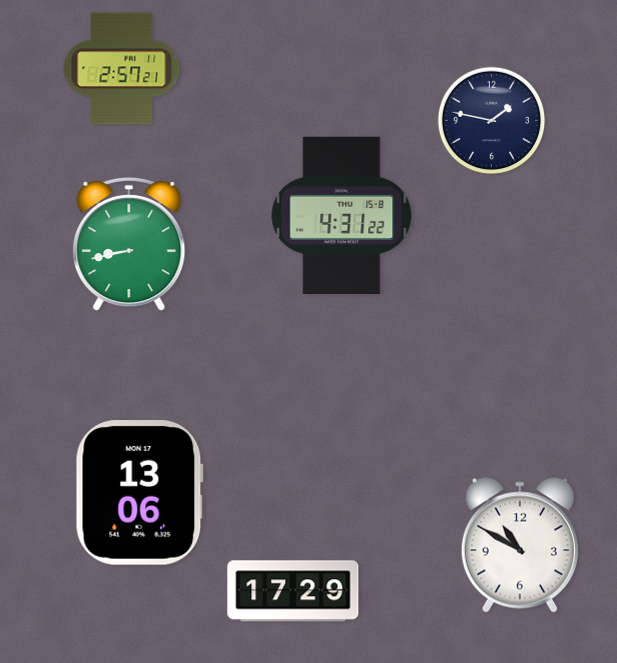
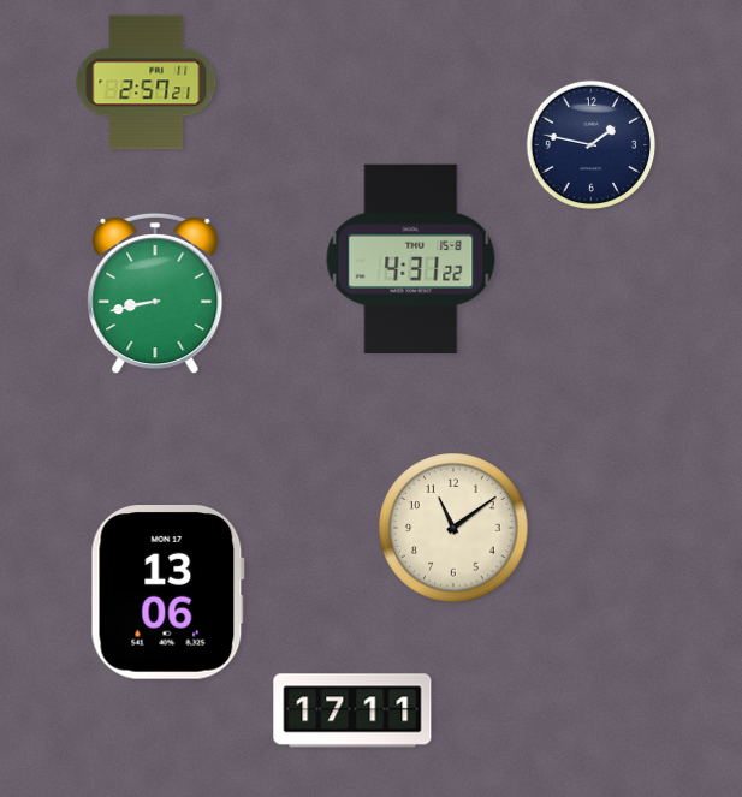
clock at (453, 528): none -> 11:09
clock at (520, 545): 10:50 -> none
clock at (293, 591): 17:29 -> 17:11
